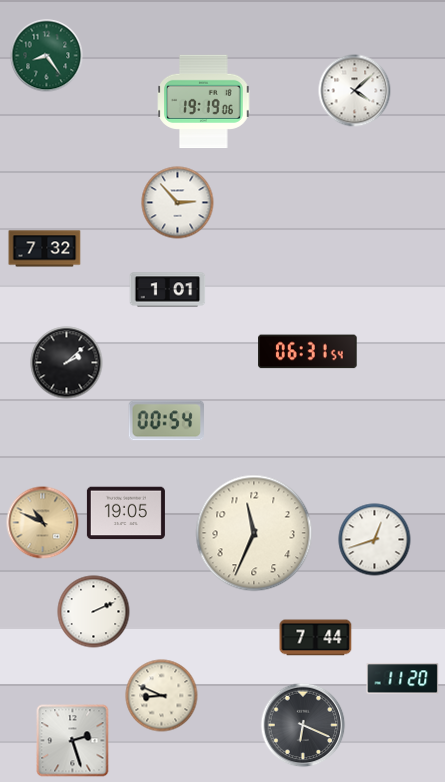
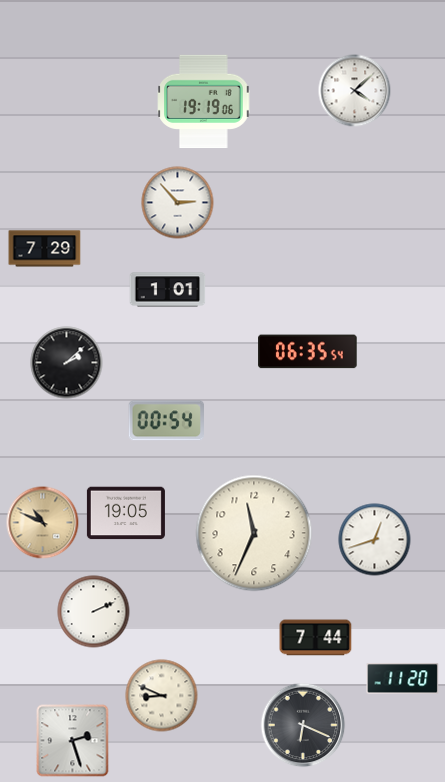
clock at (47, 56): 8:24 -> none
clock at (45, 249): 7:32 -> 7:29
clock at (308, 352): 06:31 -> 06:35
